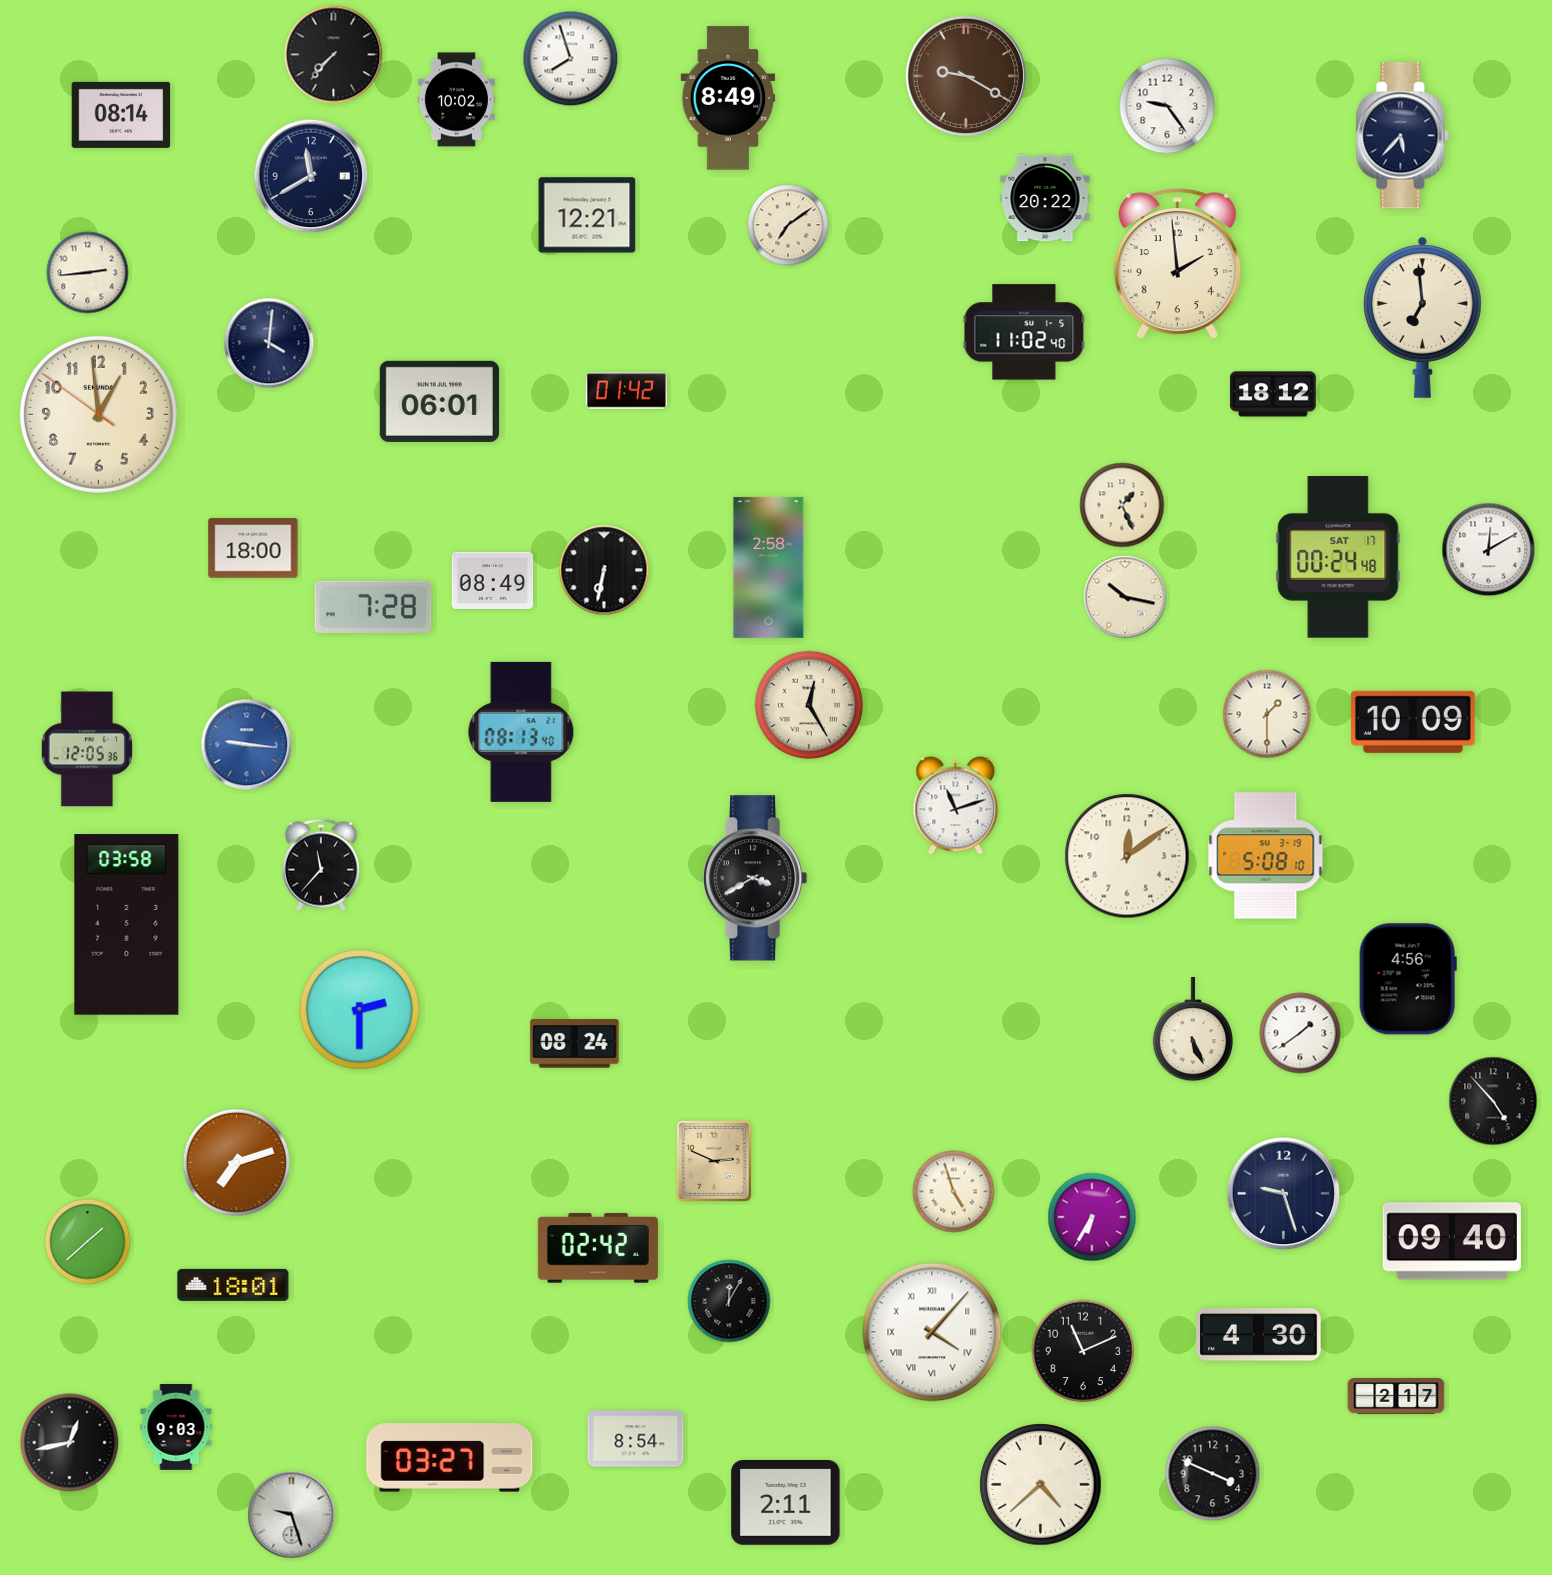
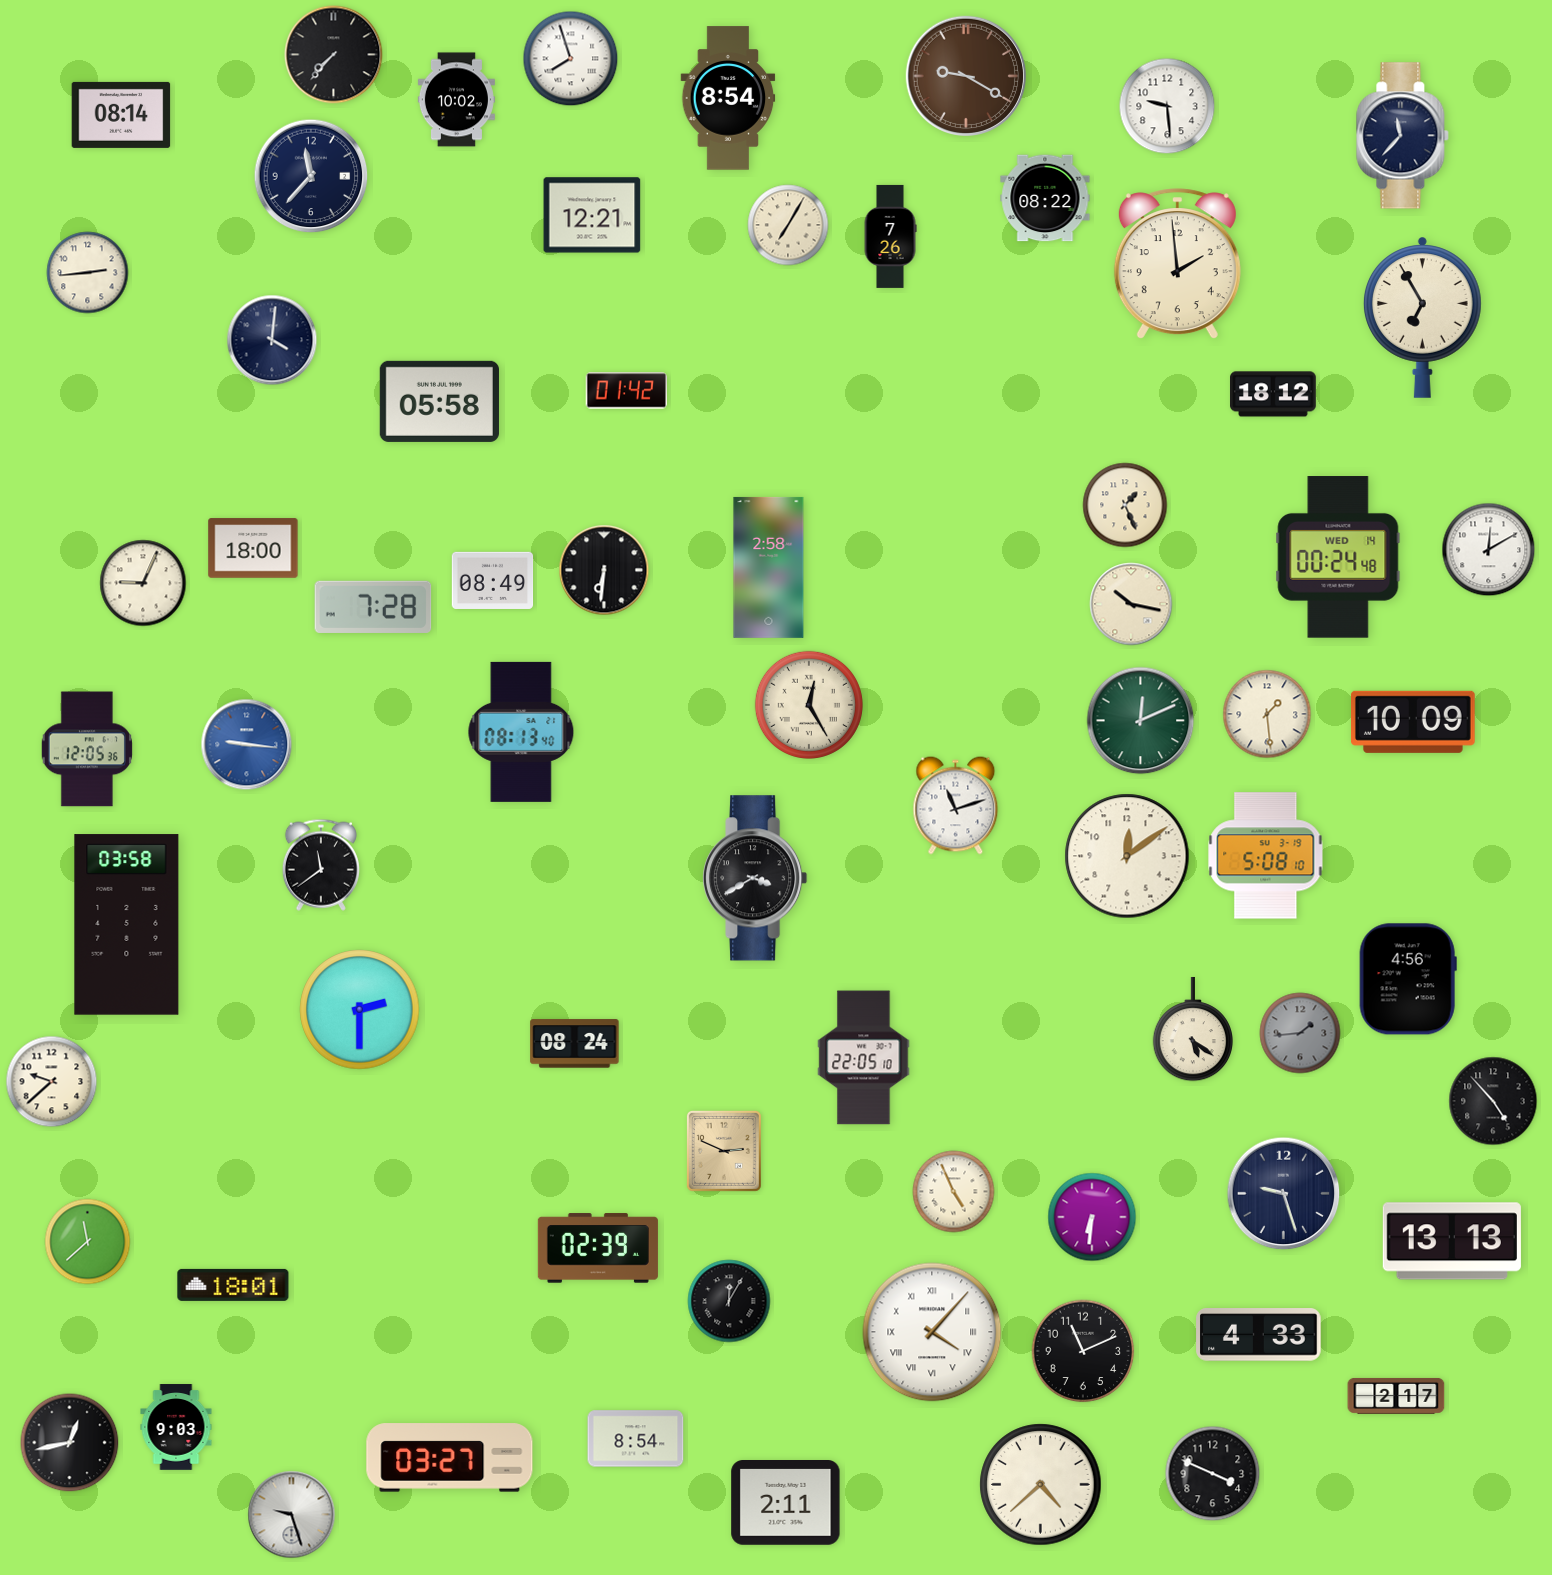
clock at (728, 98): 8:49 -> 8:54
clock at (1167, 106): 9:24 -> 9:29
clock at (1403, 136): 5:37 -> 11:37
clock at (311, 176): 11:40 -> 11:37
clock at (1045, 198): 20:22 -> 08:22
clock at (587, 215) position: (587, 215) -> (592, 215)
clock at (788, 225): 7:09 -> 7:05
clock at (890, 236): none -> 7:26
clock at (1422, 317): 6:59 -> 6:55
clock at (1024, 332): 11:02 -> none
clock at (269, 343) position: (269, 343) -> (272, 340)
clock at (439, 401): 06:01 -> 05:58
clock at (98, 414): 12:58 -> none
clock at (1122, 505) position: (1122, 505) -> (1125, 505)
clock at (1338, 557) date: SAT 17 -> WED 14
clock at (604, 570): 6:32 -> 6:31
clock at (143, 583): none -> 9:04
clock at (1125, 597) position: (1125, 597) -> (1131, 604)
clock at (1267, 714): 1:30 -> 1:29
clock at (1141, 721): none -> 12:11
clock at (321, 865): 11:37 -> 11:39
clock at (1192, 1029): 5:26 -> 5:21
clock at (1300, 1033): 1:39 -> 1:44
clock at (1300, 1033) dial: white -> grey
clock at (864, 1058): none -> 22:05
clock at (52, 1082): none -> 9:38
clock at (714, 1161) position: (714, 1161) -> (724, 1151)
clock at (236, 1162): 7:12 -> none
clock at (954, 1192): 4:57 -> 4:56
clock at (1092, 1217): 6:35 -> 6:31
clock at (1452, 1241): 09:40 -> 13:13
clock at (88, 1242): 1:38 -> 11:38
clock at (598, 1248): 02:42 -> 02:39
clock at (1259, 1335): 4:30 -> 4:33
